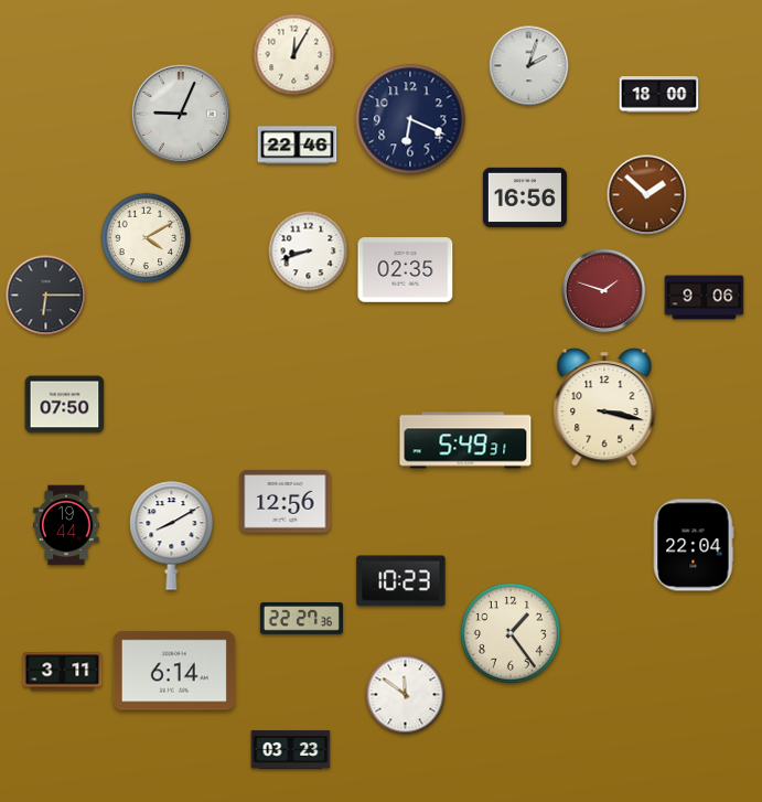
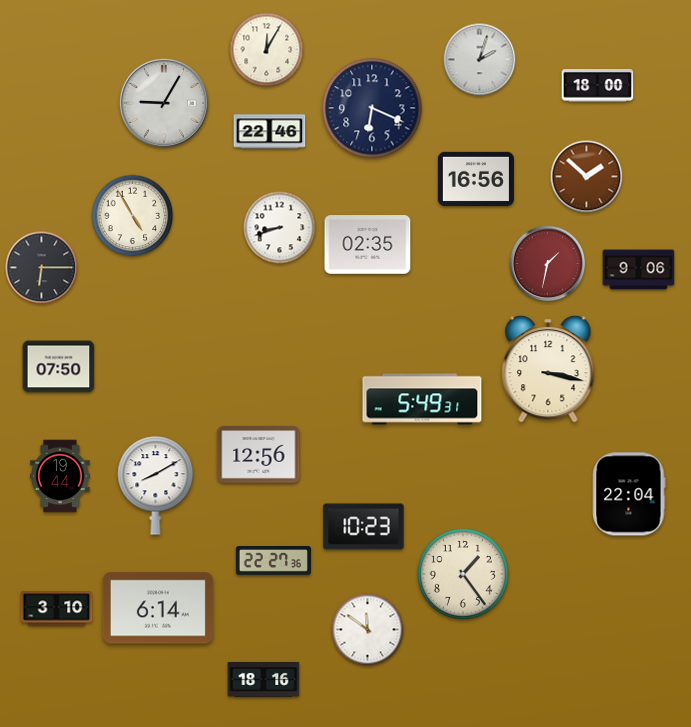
clock at (181, 114): 9:04 -> 9:05
clock at (147, 238): 4:10 -> 4:55
clock at (604, 291): 1:48 -> 1:32
clock at (63, 672): 3:11 -> 3:10
clock at (291, 749): 03:23 -> 18:16
